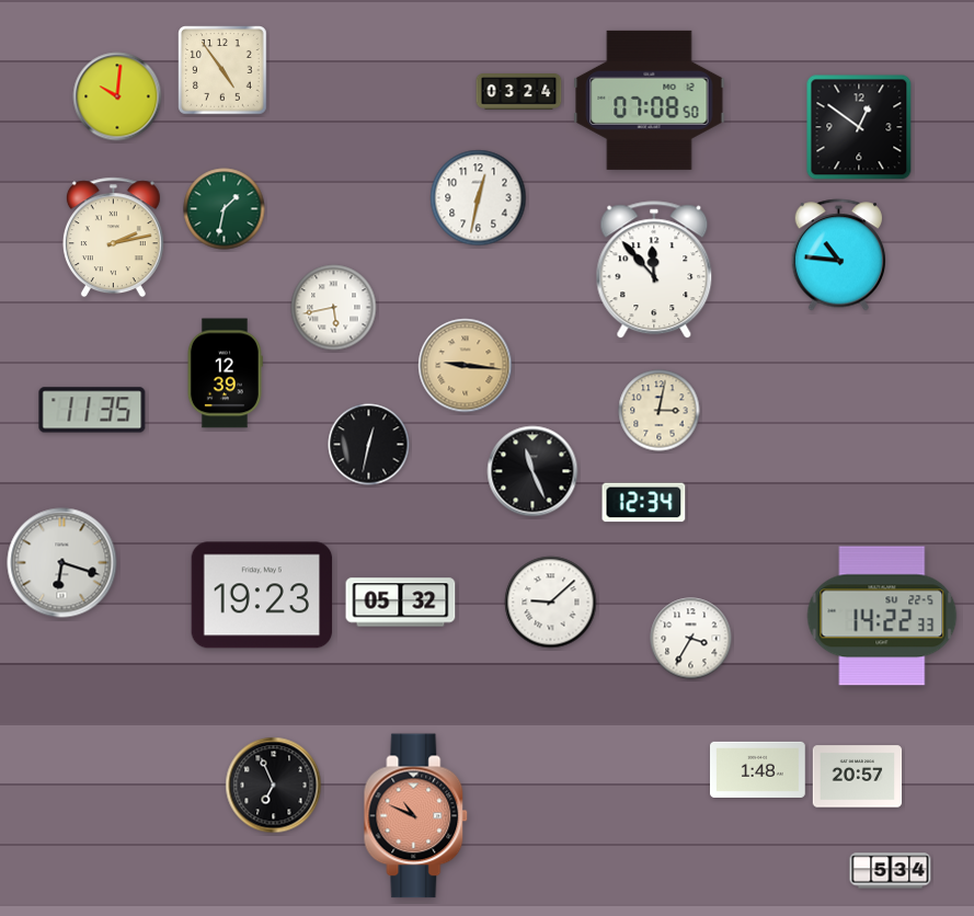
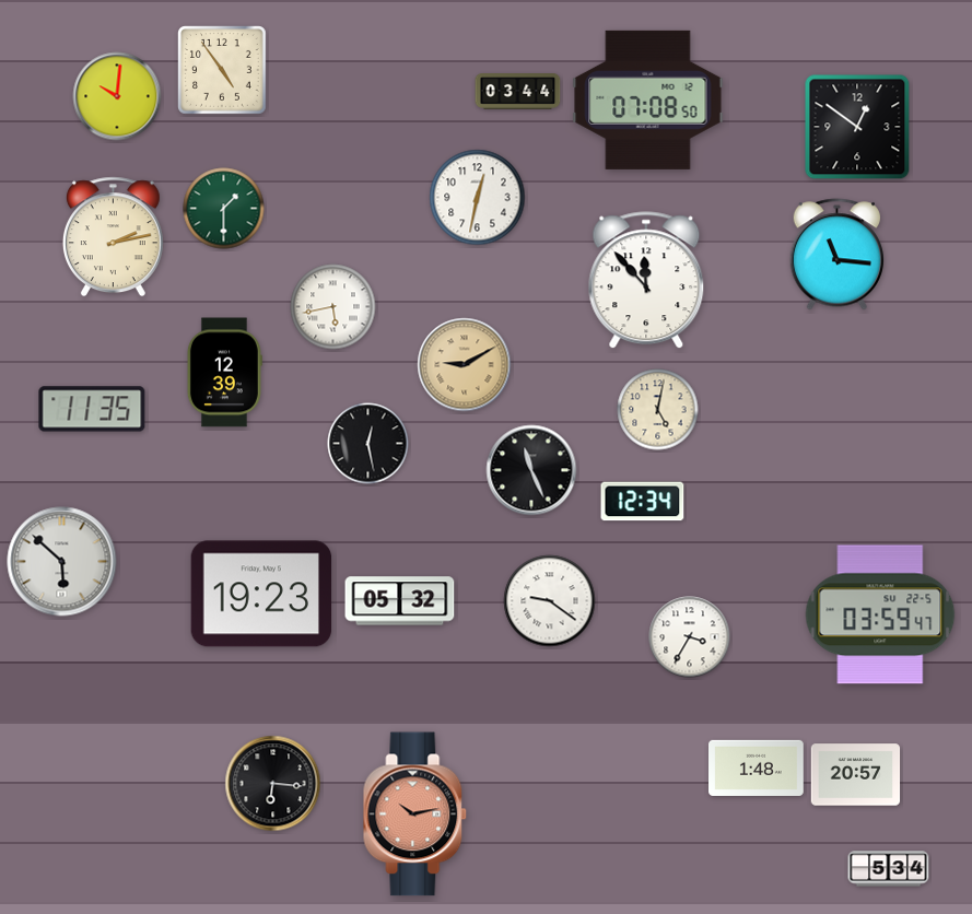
clock at (519, 92): 03:24 -> 03:44
clock at (225, 209): 1:32 -> 1:30
clock at (838, 255): 10:46 -> 11:16
clock at (654, 271) position: (654, 271) -> (646, 281)
clock at (466, 366): 9:16 -> 9:10
clock at (660, 411): 3:02 -> 5:02
clock at (369, 445): 12:32 -> 12:28
clock at (62, 563): 6:18 -> 5:52
clock at (551, 603): 9:08 -> 9:21
clock at (882, 616): 14:22 -> 03:59
clock at (274, 786): 6:56 -> 6:16
clock at (416, 816): 10:49 -> 10:13
